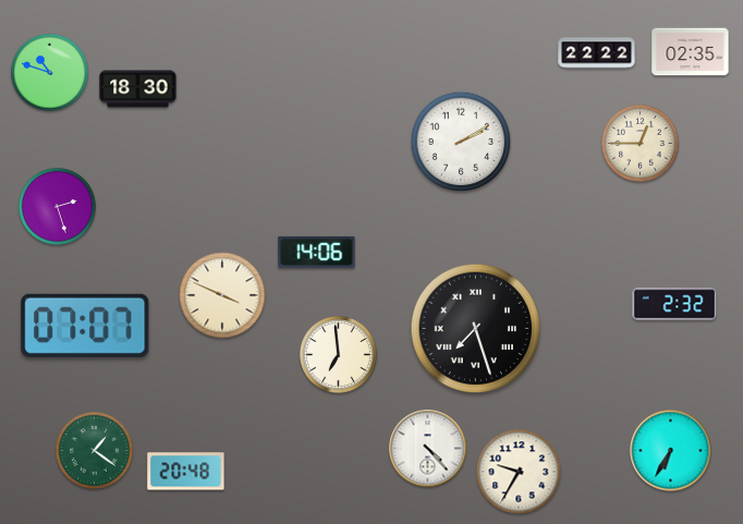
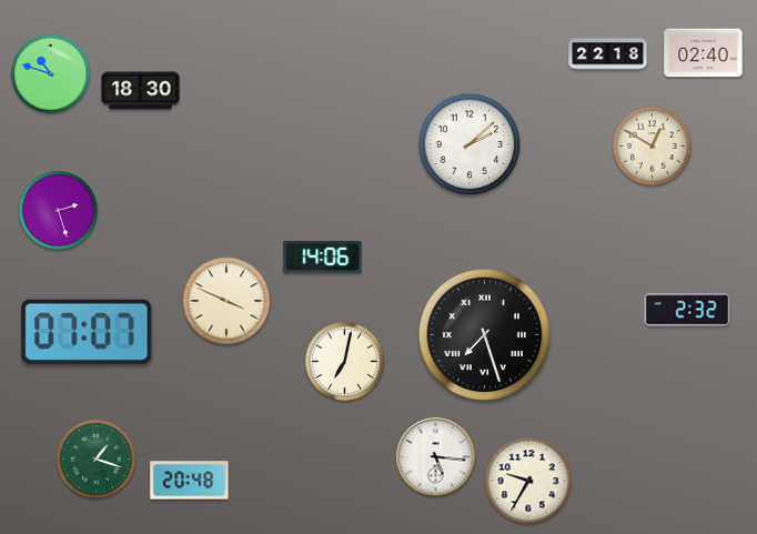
clock at (691, 52): 02:35 -> 02:40
clock at (597, 53): 22:22 -> 22:18
clock at (461, 142): 2:10 -> 2:08
clock at (641, 144): 12:45 -> 12:50
clock at (339, 355): 6:59 -> 7:02
clock at (428, 449): 4:23 -> 5:16
clock at (95, 451): 1:21 -> 1:18
clock at (671, 451): 6:35 -> none
